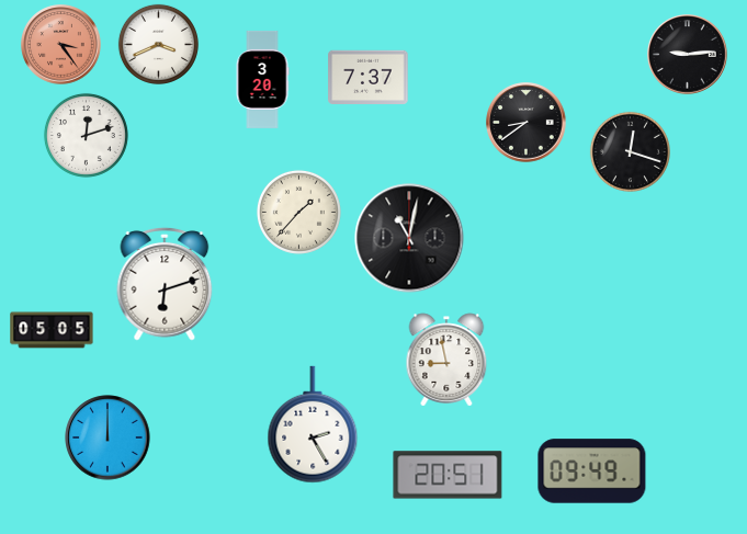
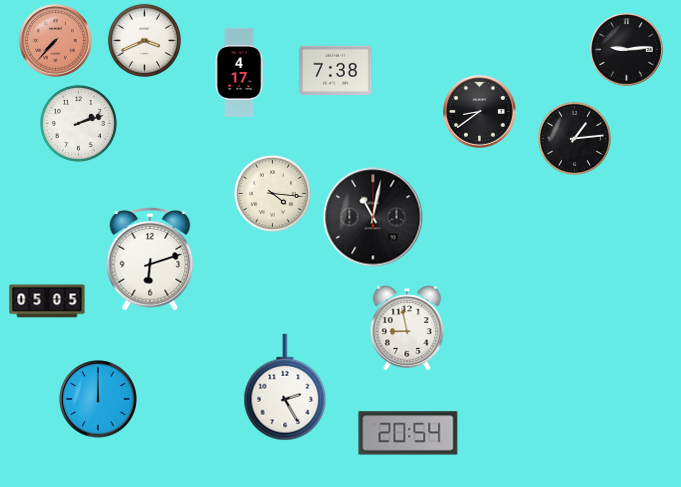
clock at (61, 45): 3:24 -> 7:37
clock at (369, 77): 7:37 -> 7:38
clock at (262, 79): 3:20 -> 4:17
clock at (86, 135): 12:12 -> 2:12
clock at (630, 151): 12:18 -> 1:14
clock at (298, 212): 1:37 -> 4:16
clock at (592, 471): 09:49 -> none
clock at (448, 475): 20:51 -> 20:54
